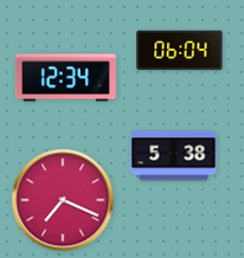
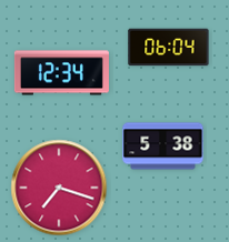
clock at (63, 200): 7:19 -> 7:18
